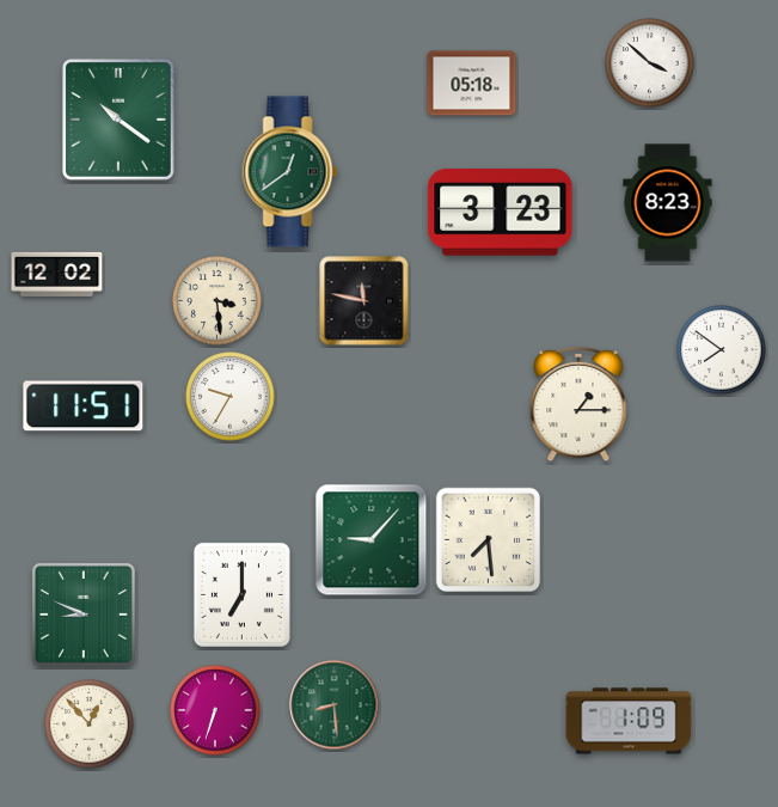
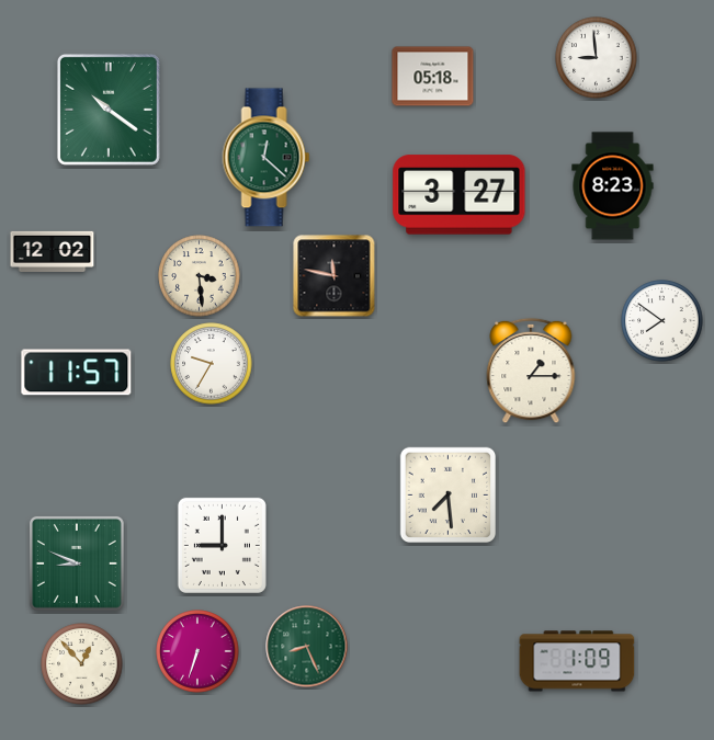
clock at (650, 63): 3:52 -> 8:59
clock at (290, 172): 12:39 -> 12:22
clock at (501, 213): 3:23 -> 3:27
clock at (84, 406): 11:51 -> 11:57
clock at (372, 540): 9:07 -> none
clock at (241, 594): 7:00 -> 9:00
clock at (335, 705): 8:29 -> 8:26
